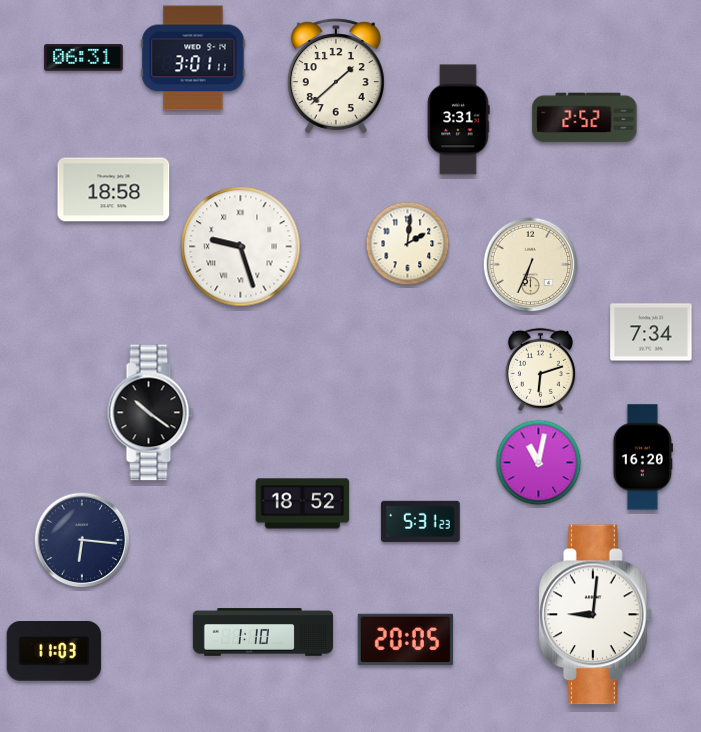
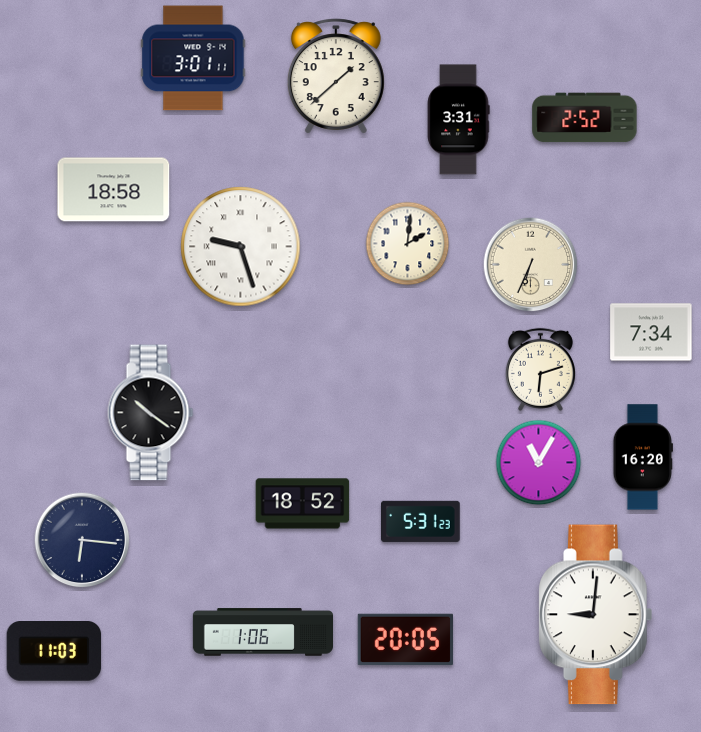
clock at (84, 58): 06:31 -> none
clock at (539, 463): 11:02 -> 11:05
clock at (262, 632): 1:10 -> 1:06
